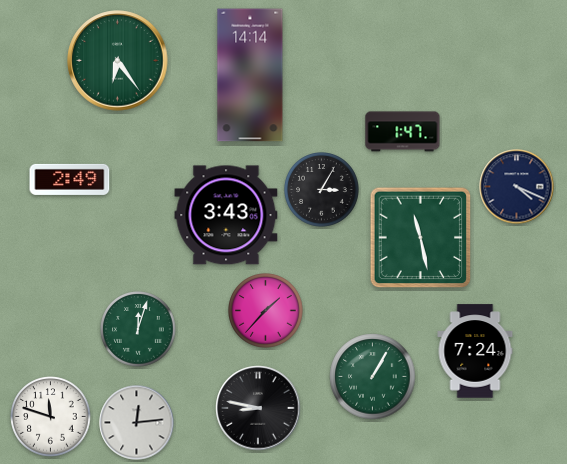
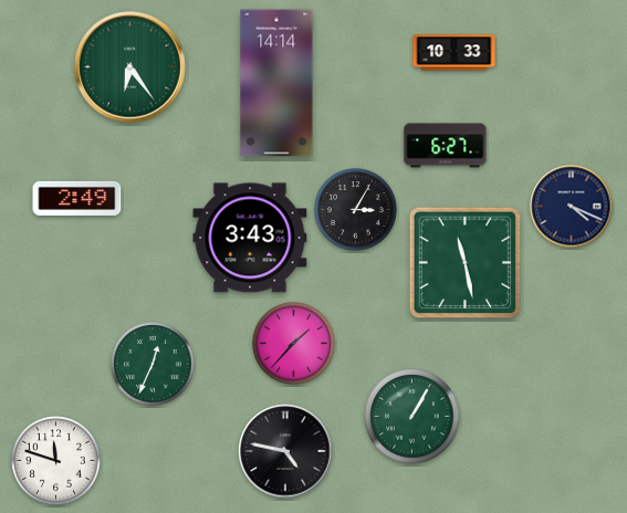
clock at (454, 53): none -> 10:33
clock at (403, 132): 1:47 -> 6:27
clock at (138, 329): 12:03 -> 12:34
clock at (475, 351): 7:24 -> none
clock at (258, 408): 8:47 -> 4:47
clock at (137, 423): 12:14 -> none
